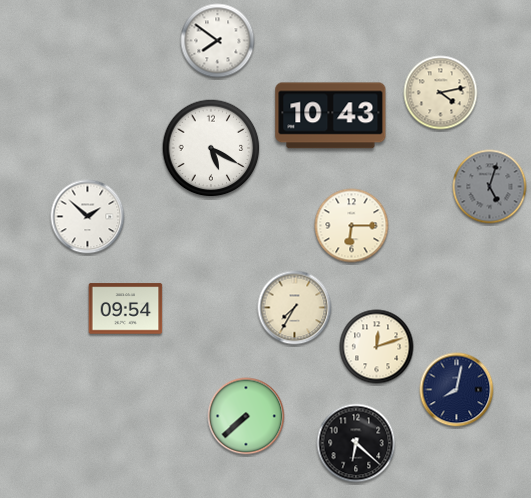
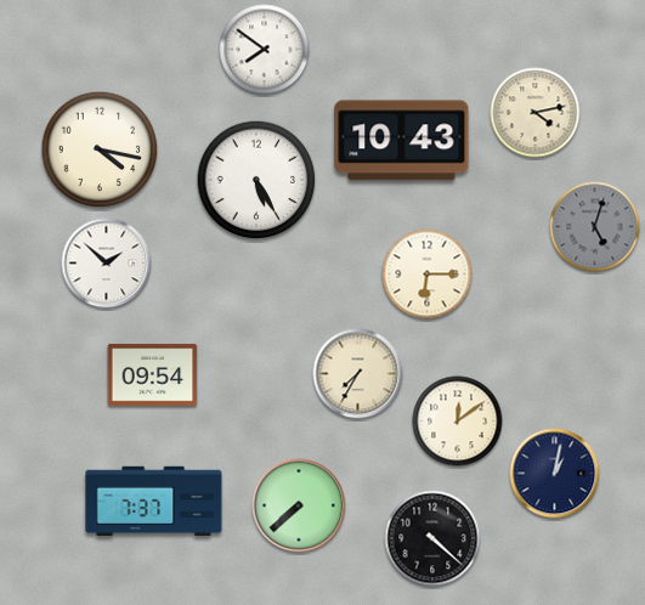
clock at (100, 149): none -> 4:17
clock at (211, 148): 5:20 -> 5:25
clock at (377, 347): 12:12 -> 12:09
clock at (457, 390): 8:02 -> 1:02
clock at (154, 502): none -> 7:37
clock at (356, 443): 6:22 -> 4:22
